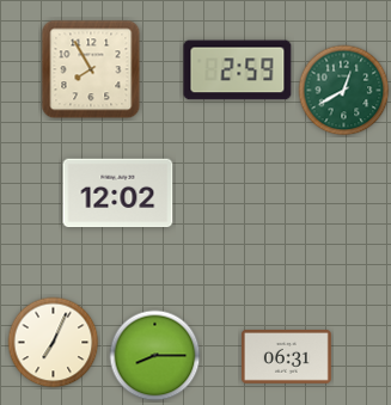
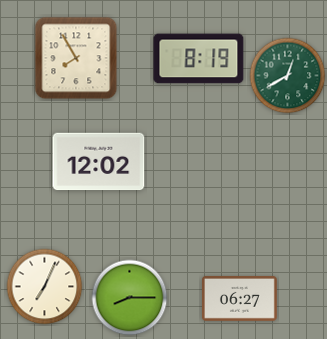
clock at (238, 70): 2:59 -> 8:19
clock at (286, 357): 06:31 -> 06:27
